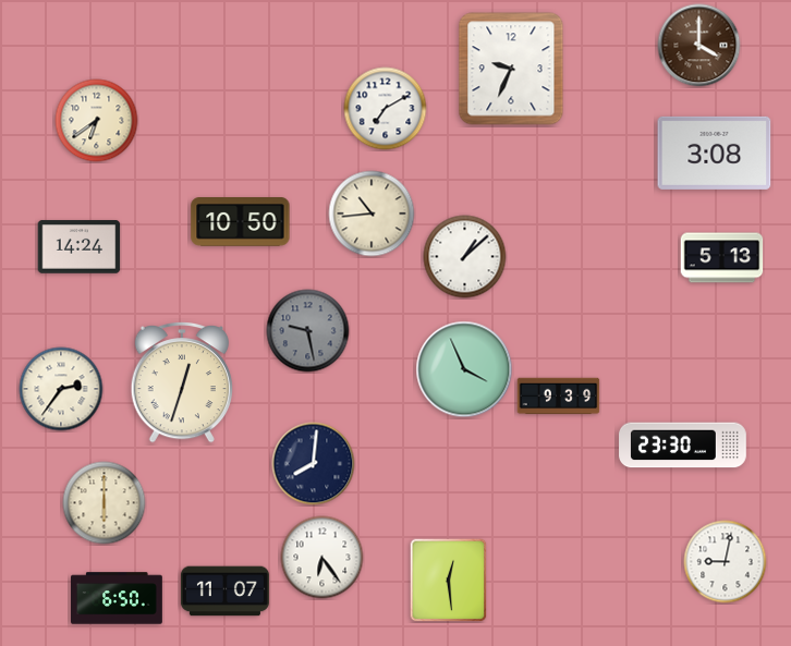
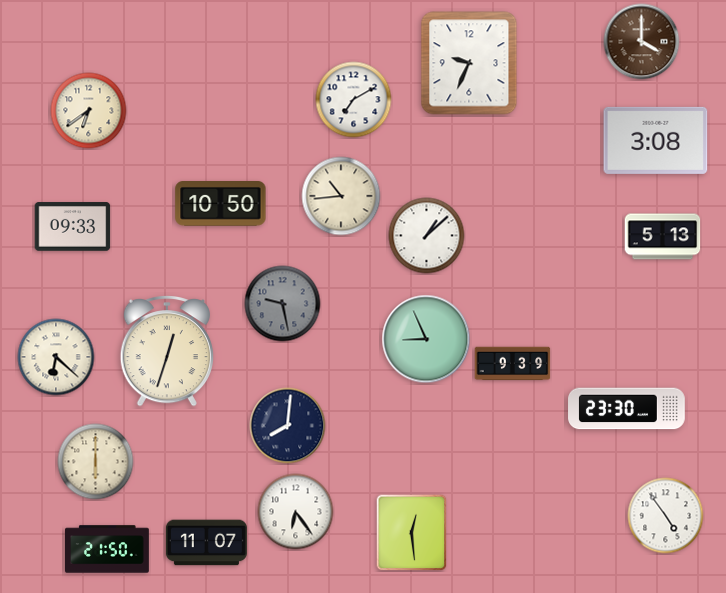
clock at (80, 247): 14:24 -> 09:33
clock at (464, 369): 3:56 -> 8:56
clock at (61, 389): 2:36 -> 6:22
clock at (726, 562): 9:02 -> 4:54
clock at (118, 598): 6:50 -> 21:50
